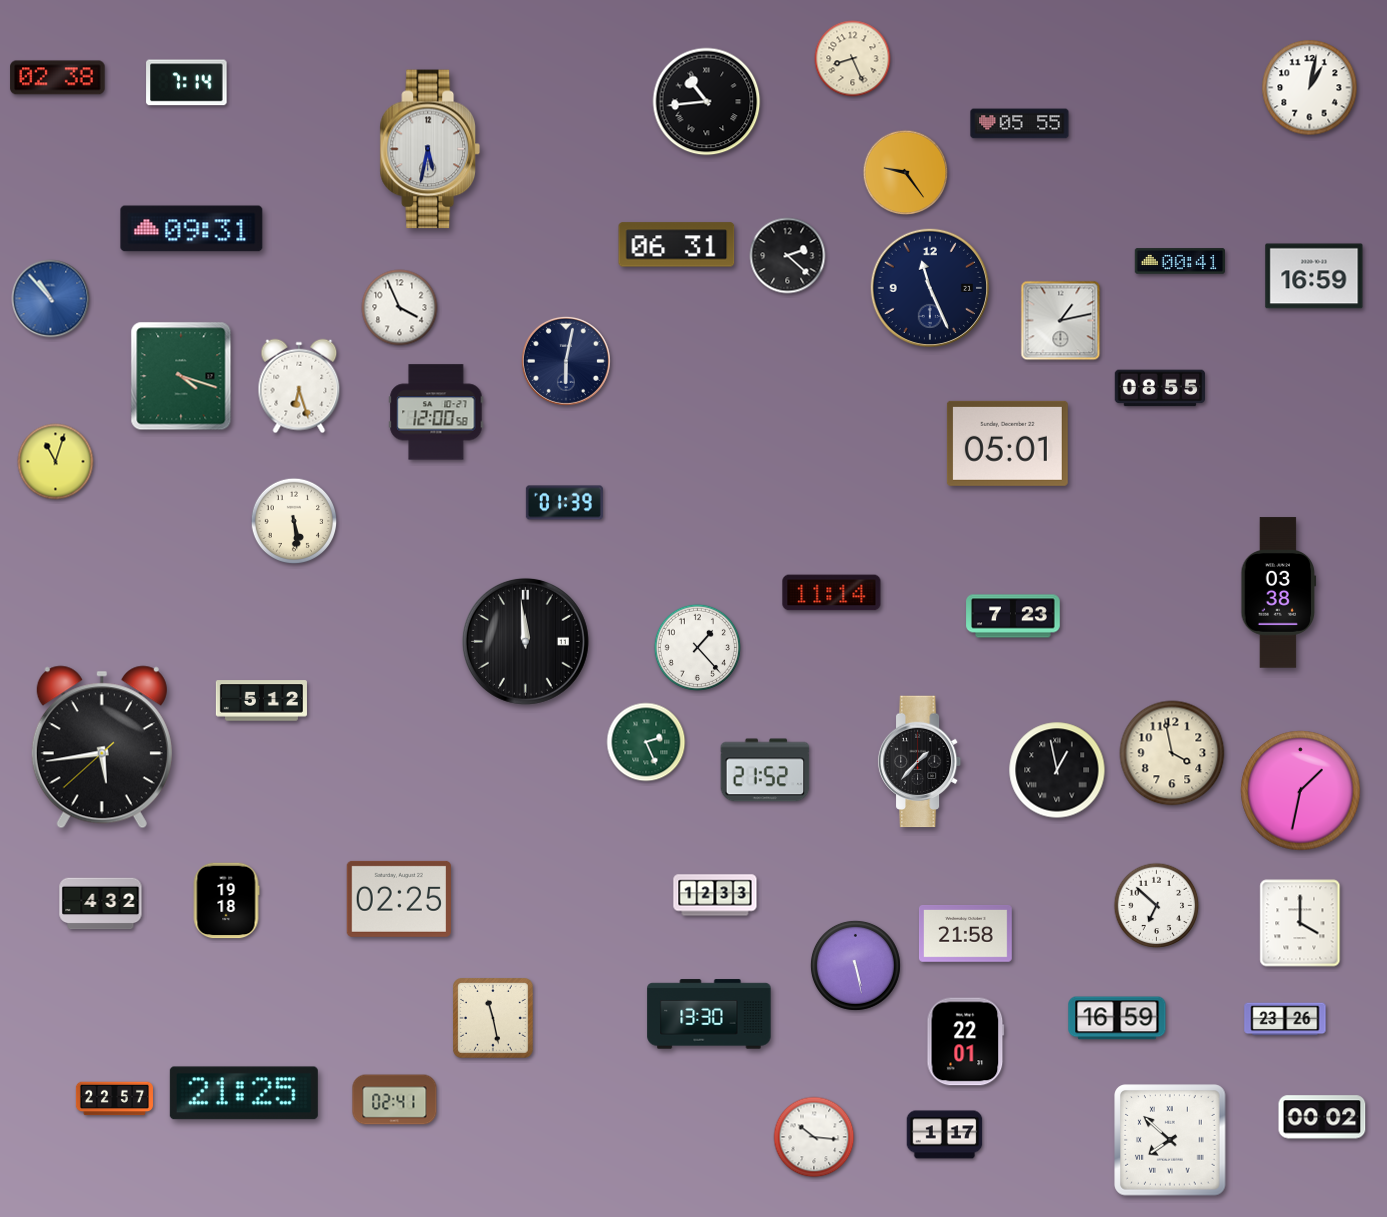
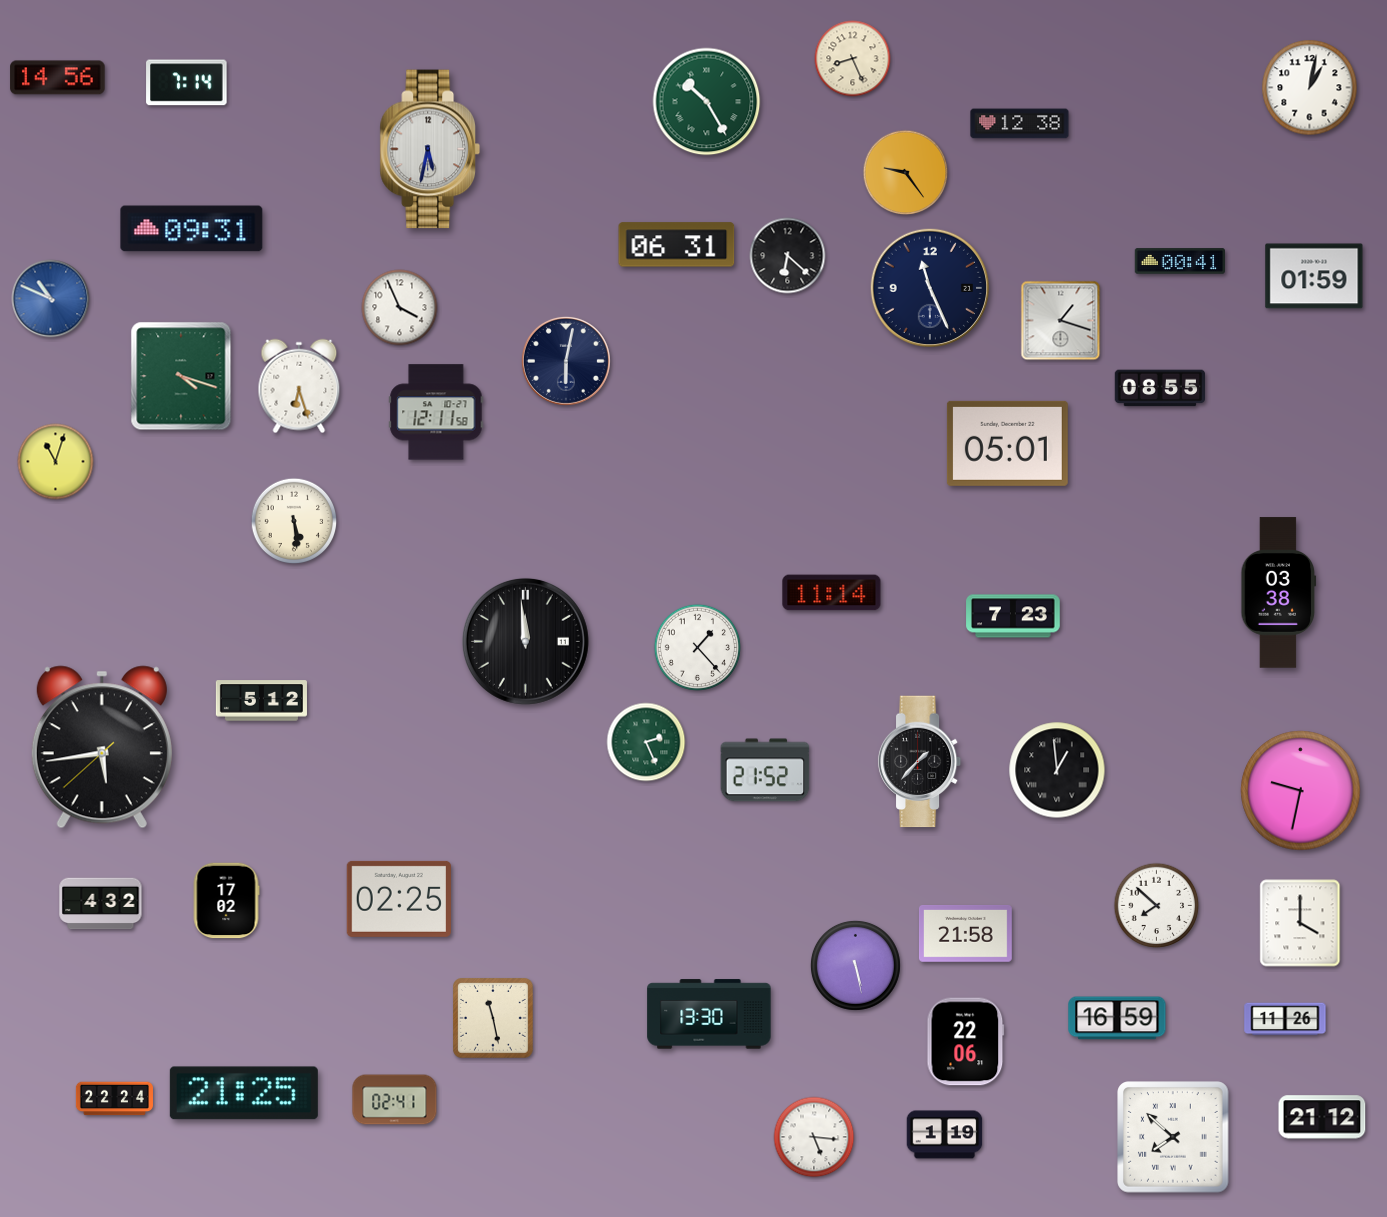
clock at (58, 78): 02:38 -> 14:56
clock at (707, 102): 10:44 -> 10:25
clock at (707, 102) dial: black -> green
clock at (1020, 124): 05:55 -> 12:38
clock at (788, 256): 2:22 -> 6:22
clock at (1314, 276): 16:59 -> 01:59
clock at (51, 299): 10:53 -> 10:49
clock at (1061, 321): 1:13 -> 1:18
clock at (436, 412): 12:00 -> 12:11
clock at (564, 503): 01:39 -> none
clock at (1172, 753): 3:58 -> none
clock at (1057, 770): 12:58 -> 12:59
clock at (1301, 791): 1:32 -> 9:32
clock at (715, 895): 12:33 -> none
clock at (226, 901): 19:18 -> 17:02
clock at (1157, 906): 6:52 -> 7:52
clock at (1285, 1019): 23:26 -> 11:26
clock at (966, 1042): 22:01 -> 22:06
clock at (114, 1099): 22:57 -> 22:24
clock at (1322, 1117): 00:02 -> 21:12
clock at (945, 1135): 1:17 -> 1:19
clock at (814, 1137): 10:16 -> 5:16
clock at (1170, 1140) position: (1170, 1140) -> (1173, 1137)
